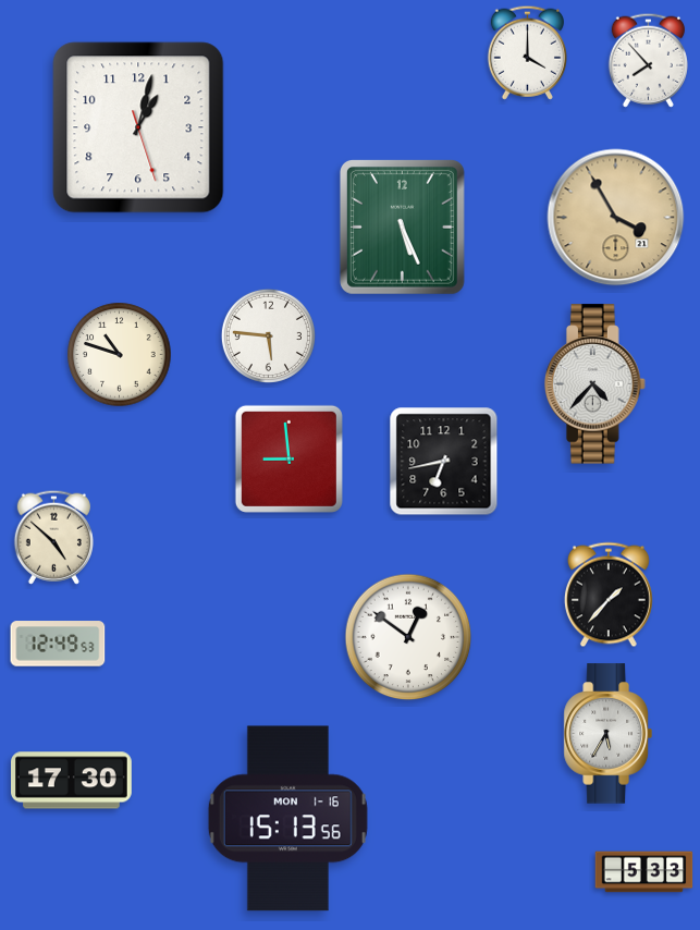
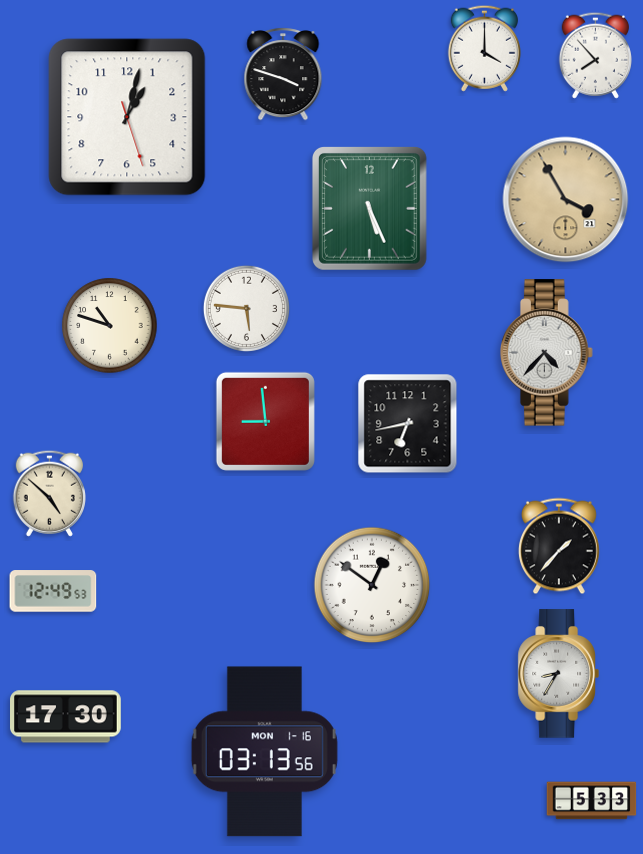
clock at (283, 74): none -> 3:48
clock at (408, 637) position: (408, 637) -> (372, 585)
clock at (607, 734): 5:35 -> 8:35
clock at (287, 819): 15:13 -> 03:13
